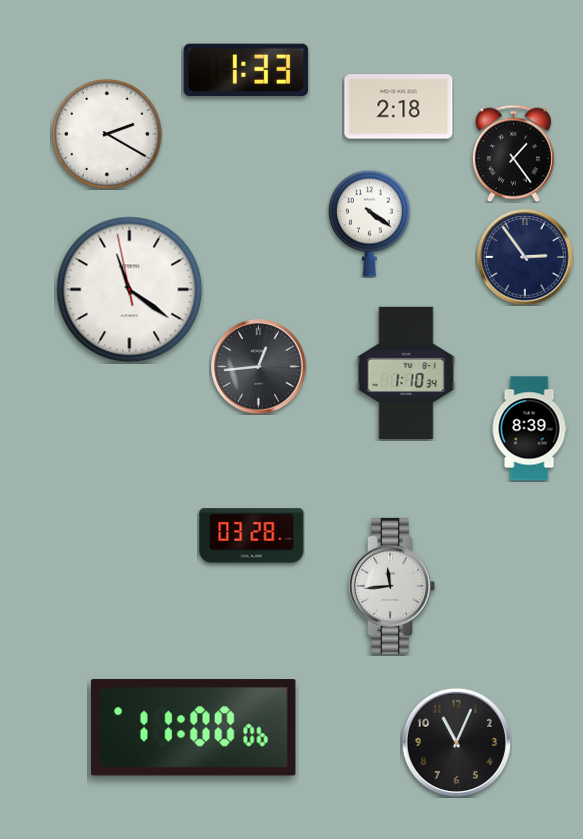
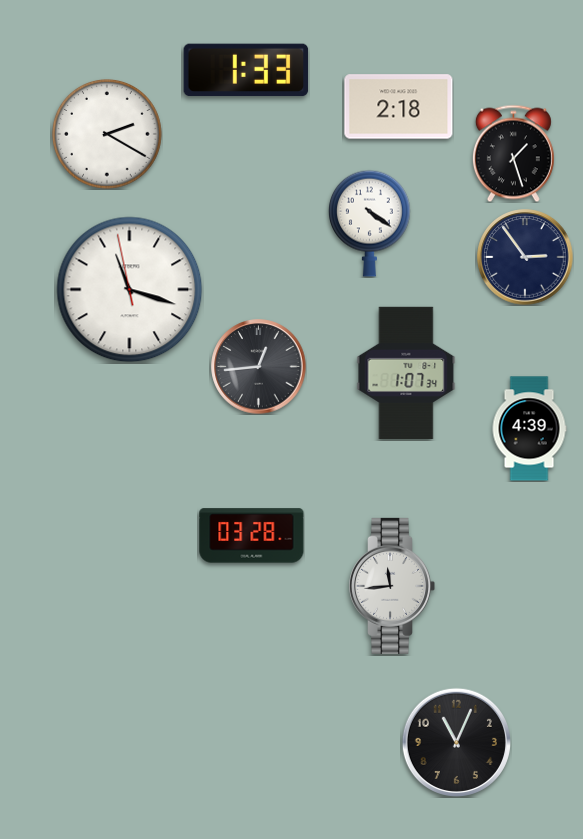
clock at (513, 153): 1:24 -> 1:27
clock at (130, 290): 11:20 -> 11:17
clock at (406, 373): 1:10 -> 1:07
clock at (529, 429): 8:39 -> 4:39
clock at (193, 728): 11:00 -> none
